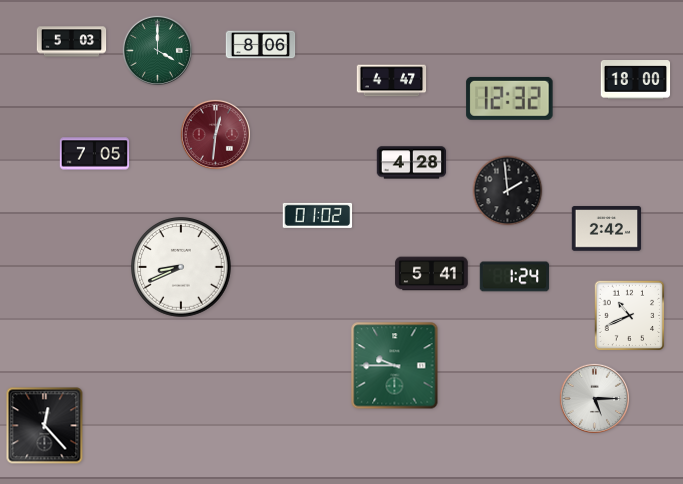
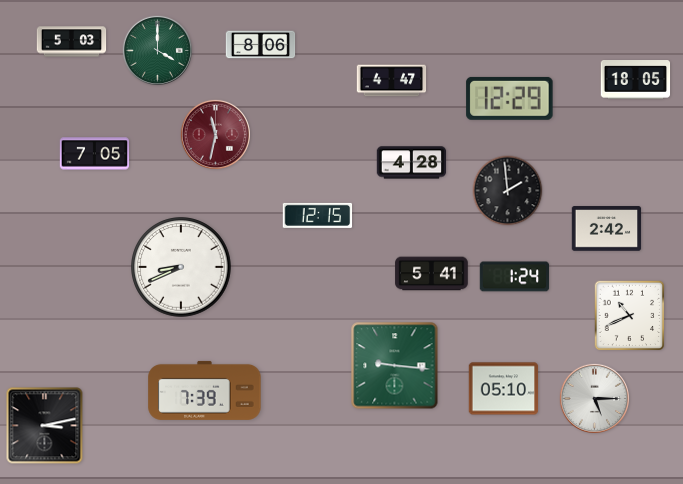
clock at (636, 80): 18:00 -> 18:05
clock at (510, 98): 12:32 -> 12:29
clock at (215, 134): 12:31 -> 11:32
clock at (318, 215): 01:02 -> 12:15
clock at (395, 366): 9:45 -> 9:16
clock at (504, 389): none -> 05:10
clock at (205, 390): none -> 7:39
clock at (45, 426): 12:23 -> 3:13
